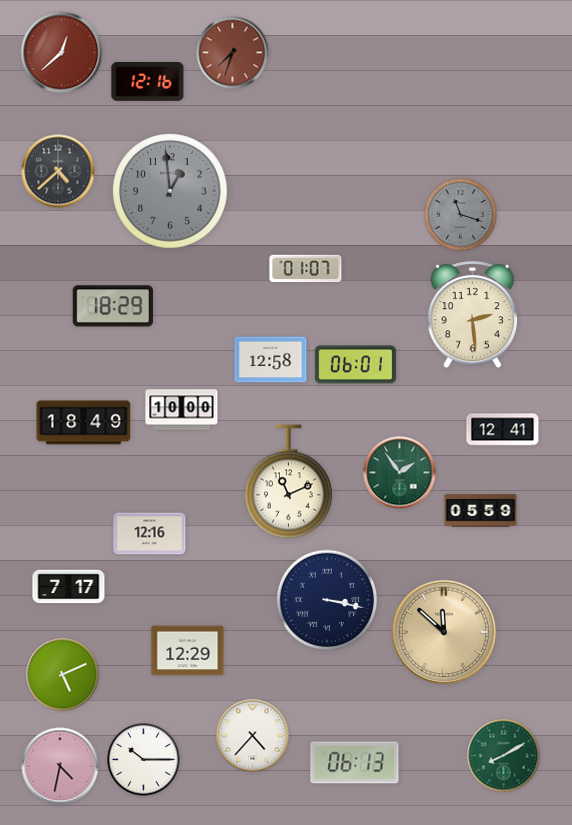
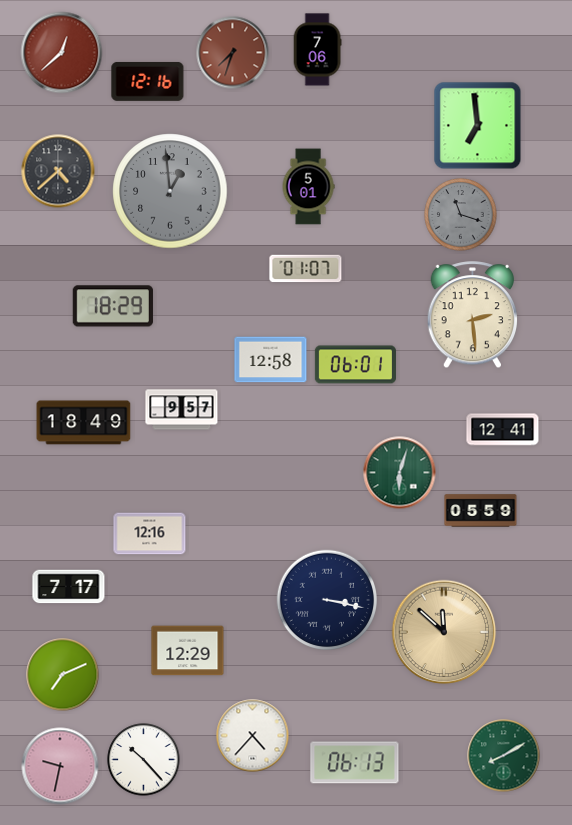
clock at (317, 50): none -> 7:06
clock at (478, 126): none -> 6:59
clock at (308, 187): none -> 5:01
clock at (182, 410): 10:00 -> 9:57
clock at (400, 473): 1:54 -> 6:03
clock at (289, 482): 11:11 -> none
clock at (63, 675): 5:11 -> 7:11
clock at (144, 760): 10:15 -> 10:23
clock at (60, 766): 4:32 -> 9:32
